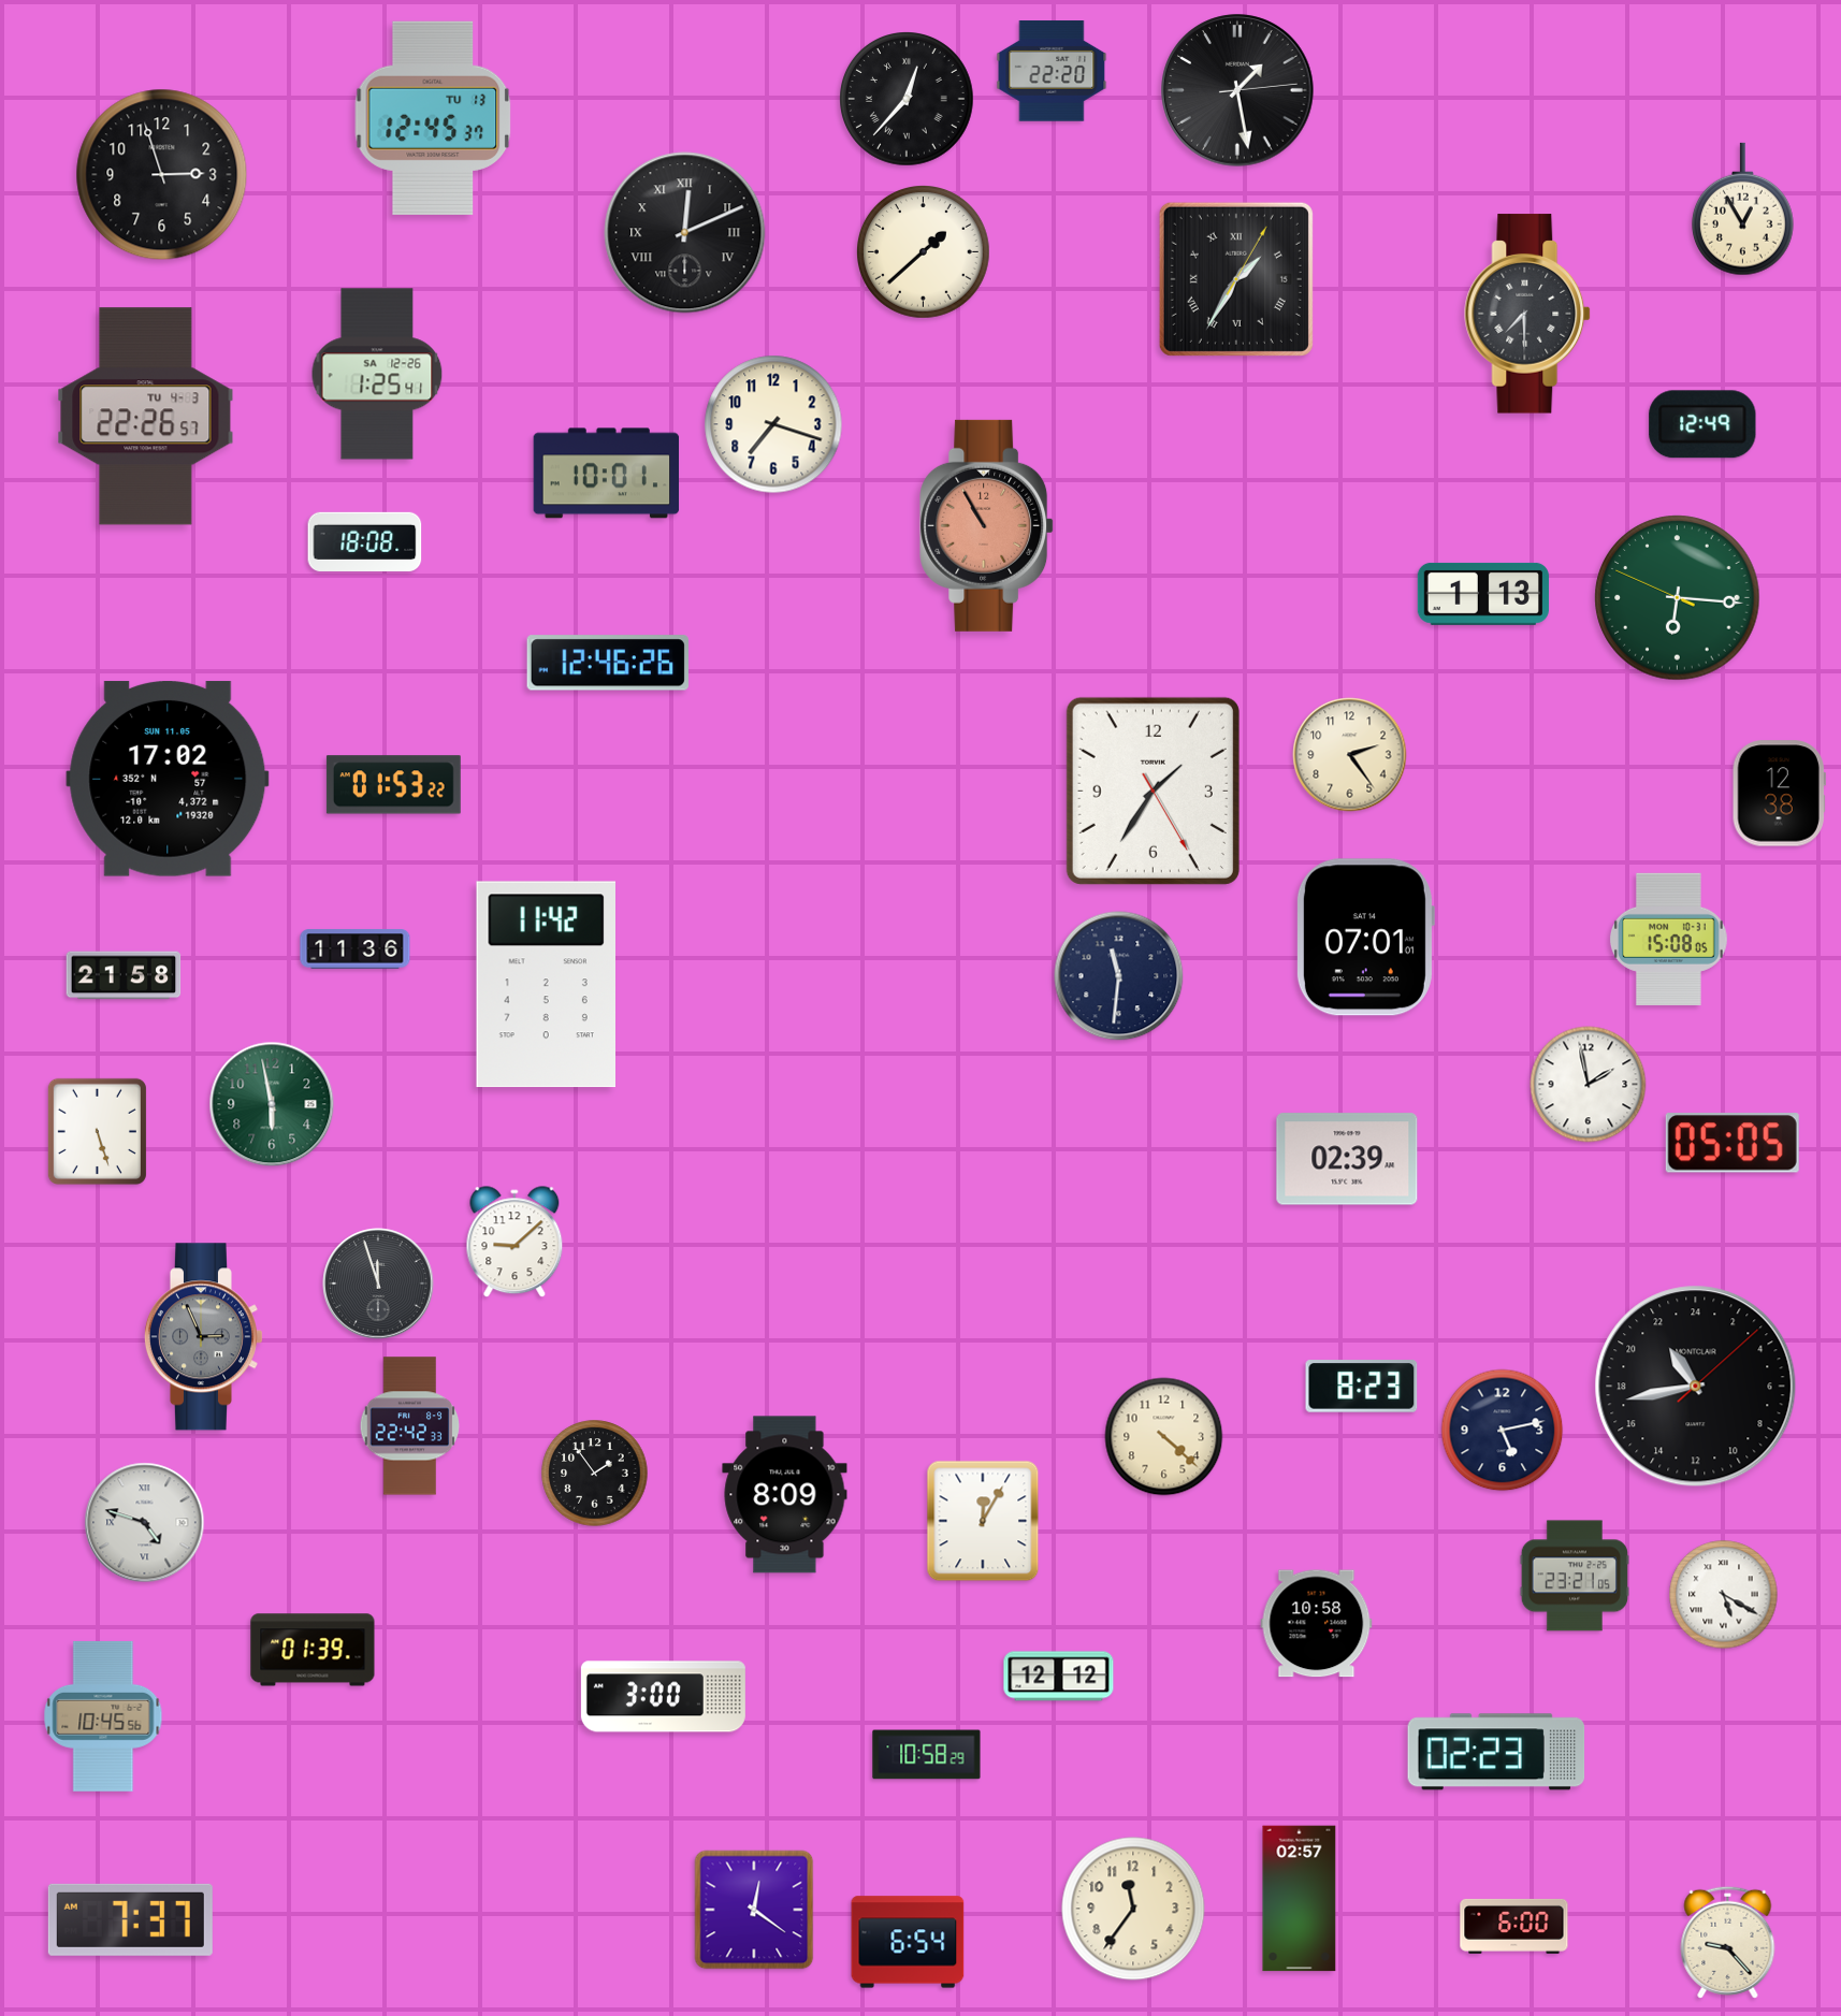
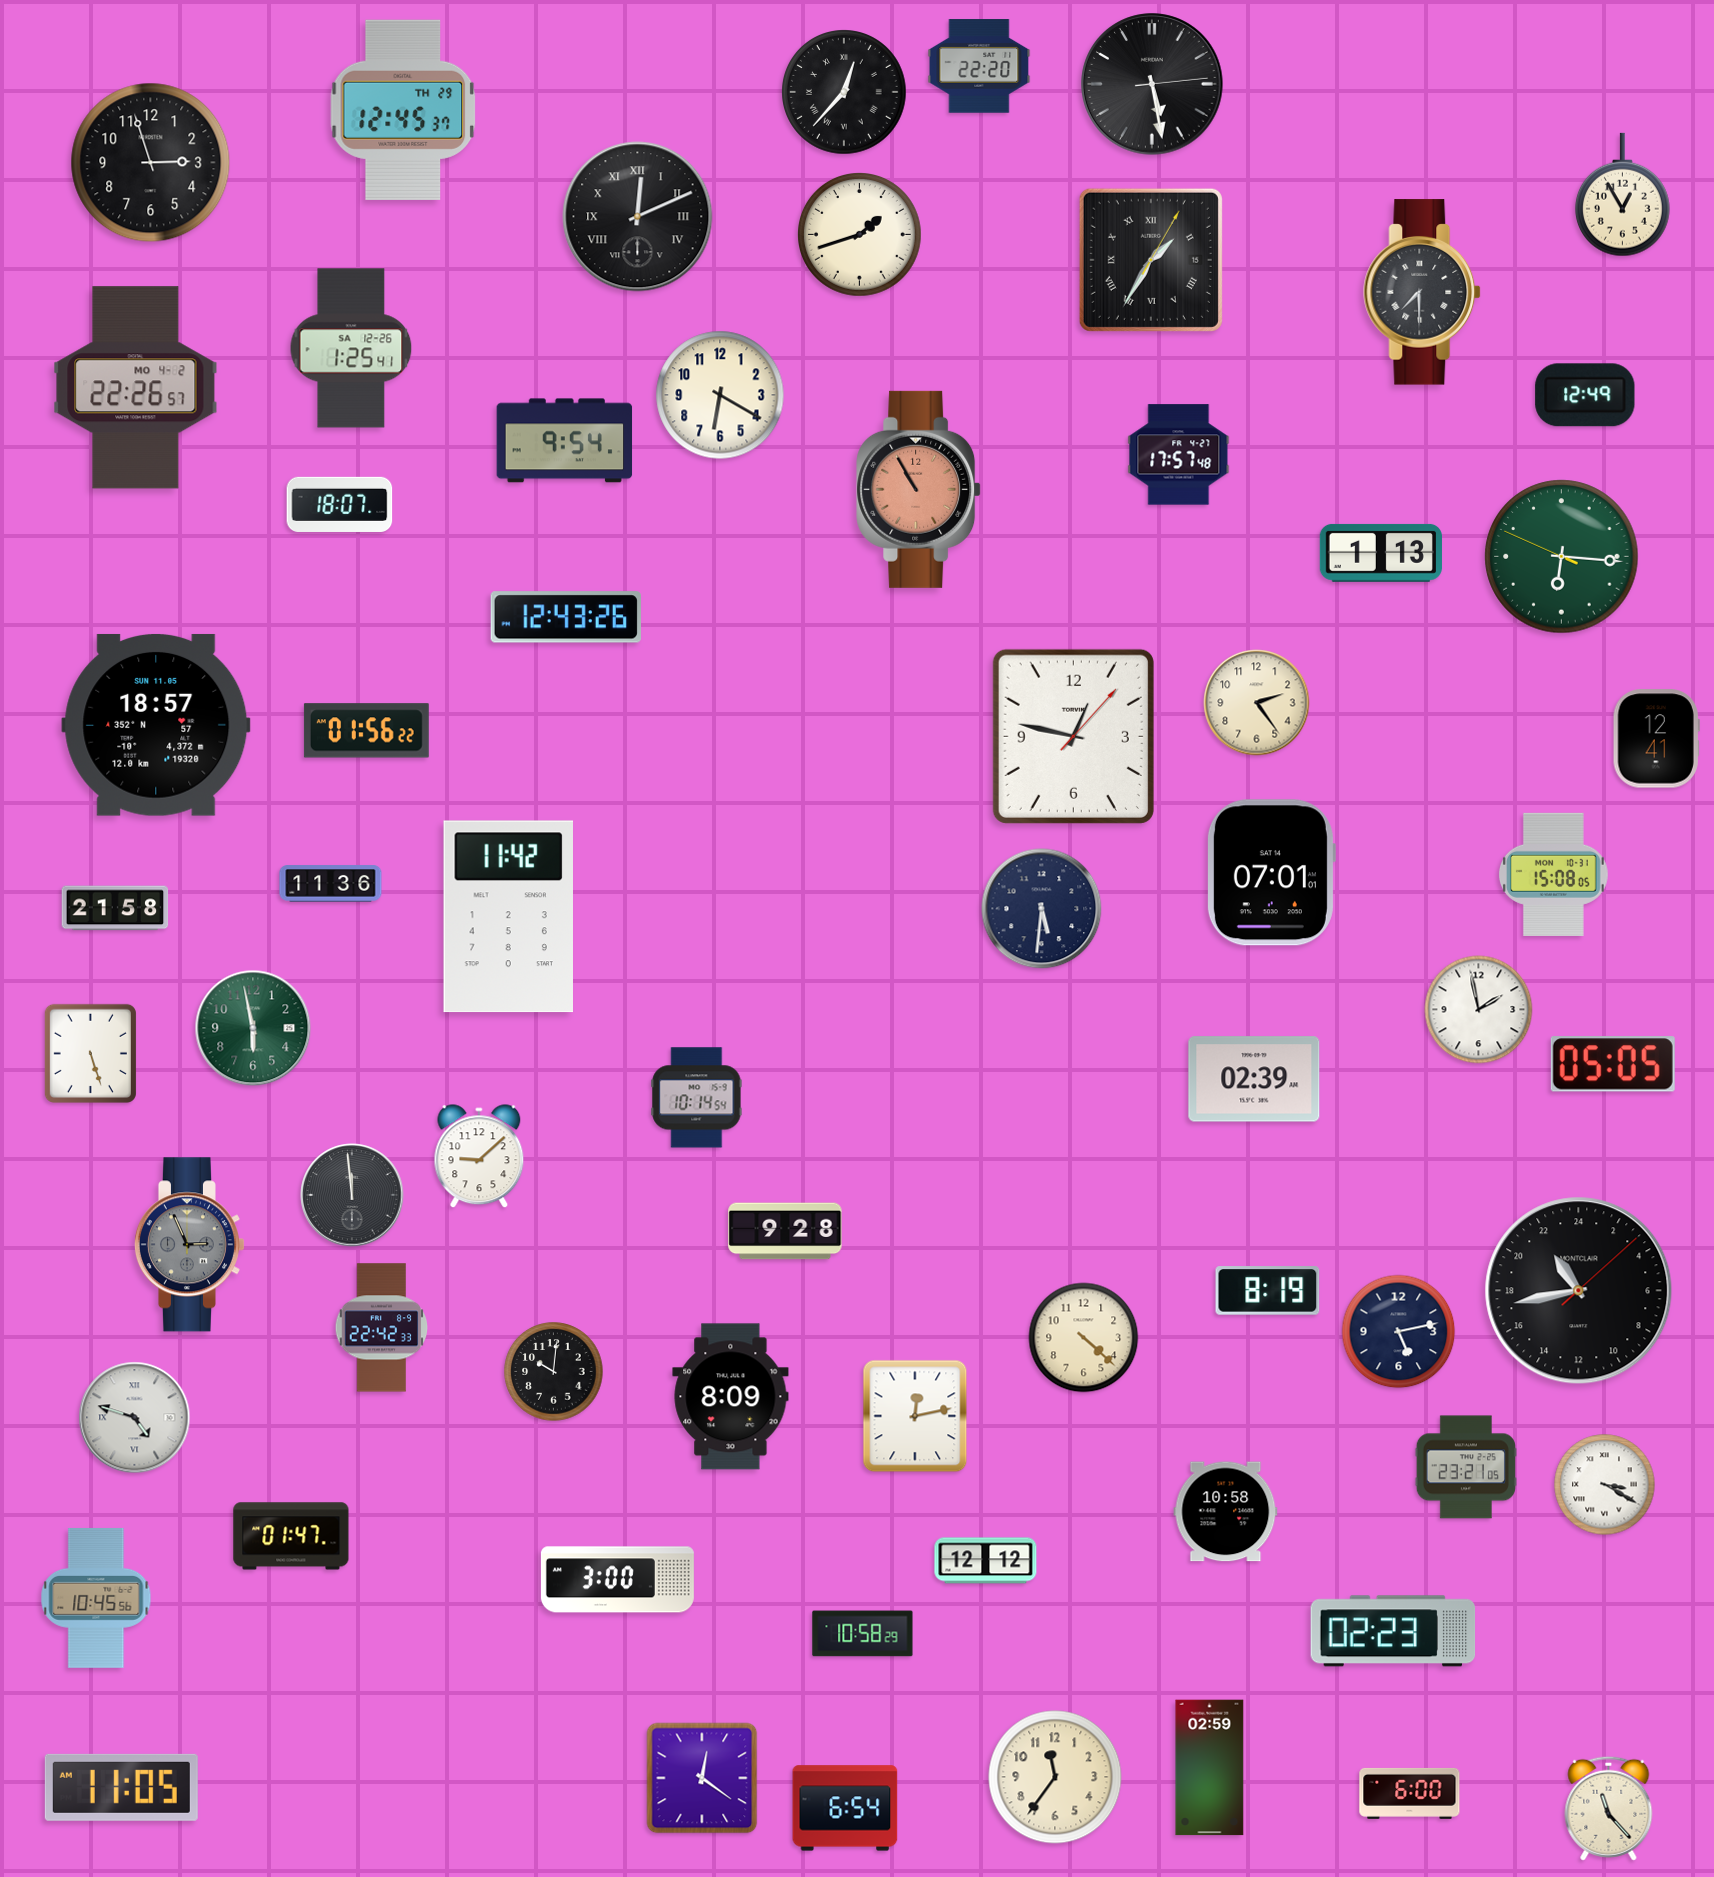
clock at (1237, 90): 1:28 -> 5:28
clock at (433, 118) date: TU 13 -> TH 29
clock at (924, 252): 1:38 -> 1:42
clock at (146, 417) date: TU 4-3 -> MO 4-2
clock at (773, 424): 7:18 -> 6:20
clock at (607, 474): 10:01 -> 9:54
clock at (1179, 455): none -> 17:57
clock at (365, 541): 18:08 -> 18:07
clock at (607, 663): 12:46 -> 12:43
clock at (168, 779): 17:02 -> 18:57
clock at (393, 785): 01:53 -> 01:56
clock at (1153, 791): 1:35 -> 12:47
clock at (1779, 794): 12:38 -> 12:41
clock at (1119, 976): 11:31 -> 5:31
clock at (697, 1098): none -> 10:14
clock at (378, 1283): 11:57 -> 11:59
clock at (785, 1231): none -> 9:28
clock at (1362, 1387): 8:23 -> 8:19
clock at (595, 1474): 1:54 -> 10:01
clock at (785, 1495) position: (785, 1495) -> (731, 1397)
clock at (983, 1521): 12:05 -> 12:13
clock at (1724, 1595): 5:20 -> 3:20
clock at (313, 1650): 01:39 -> 01:47
clock at (1300, 1899): 02:57 -> 02:59
clock at (130, 1919): 7:37 -> 11:05
clock at (1728, 1942): 9:23 -> 11:23
